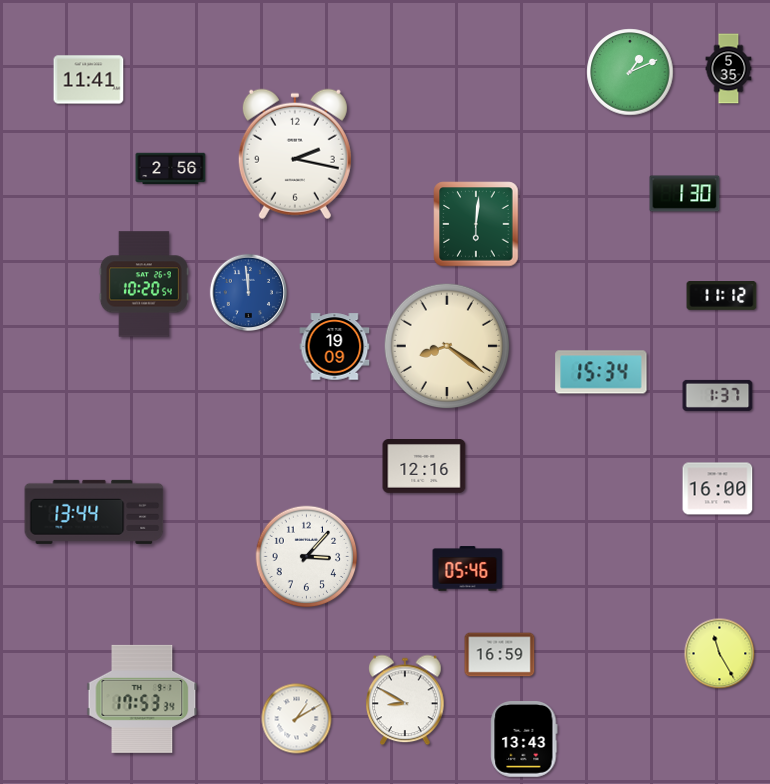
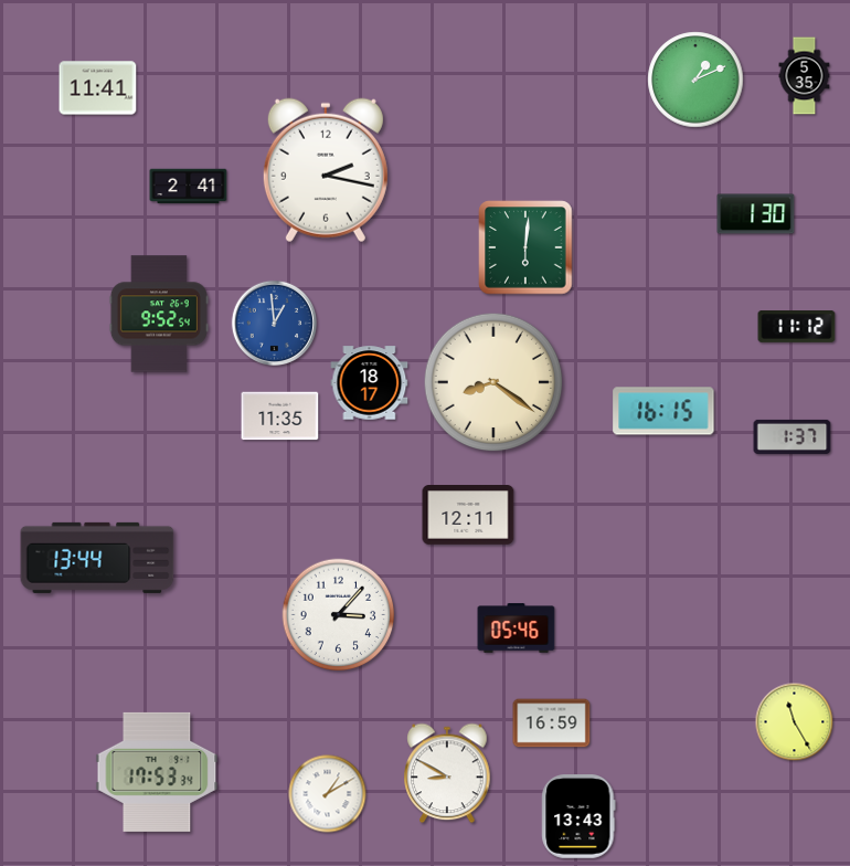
clock at (171, 169): 2:56 -> 2:41
clock at (144, 284): 10:20 -> 9:52
clock at (248, 292): 11:59 -> 12:59
clock at (335, 347): 19:09 -> 18:17
clock at (601, 372): 15:34 -> 16:15
clock at (280, 416): none -> 11:35
clock at (424, 467): 12:16 -> 12:11
clock at (718, 489): 16:00 -> none
clock at (94, 512) position: (94, 512) -> (97, 558)
